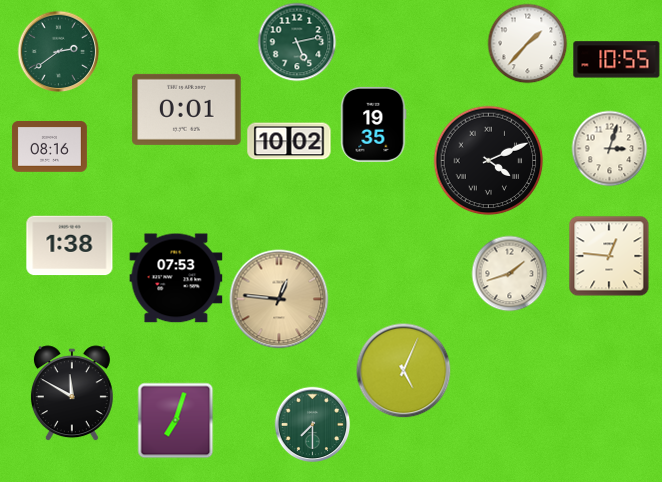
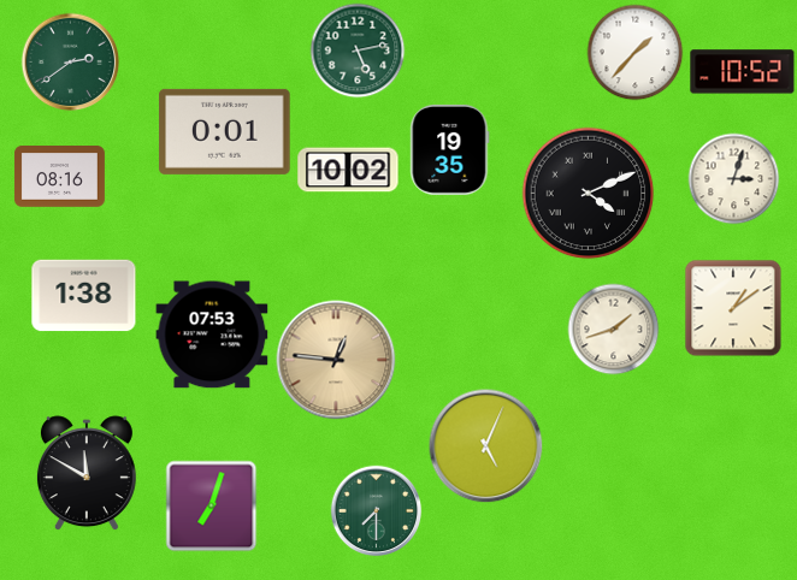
clock at (617, 60): 10:55 -> 10:52
clock at (609, 256): 12:46 -> 1:09
